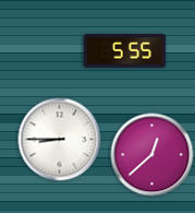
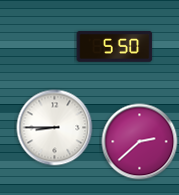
clock at (125, 50): 5:55 -> 5:50
clock at (153, 155): 12:38 -> 2:38
